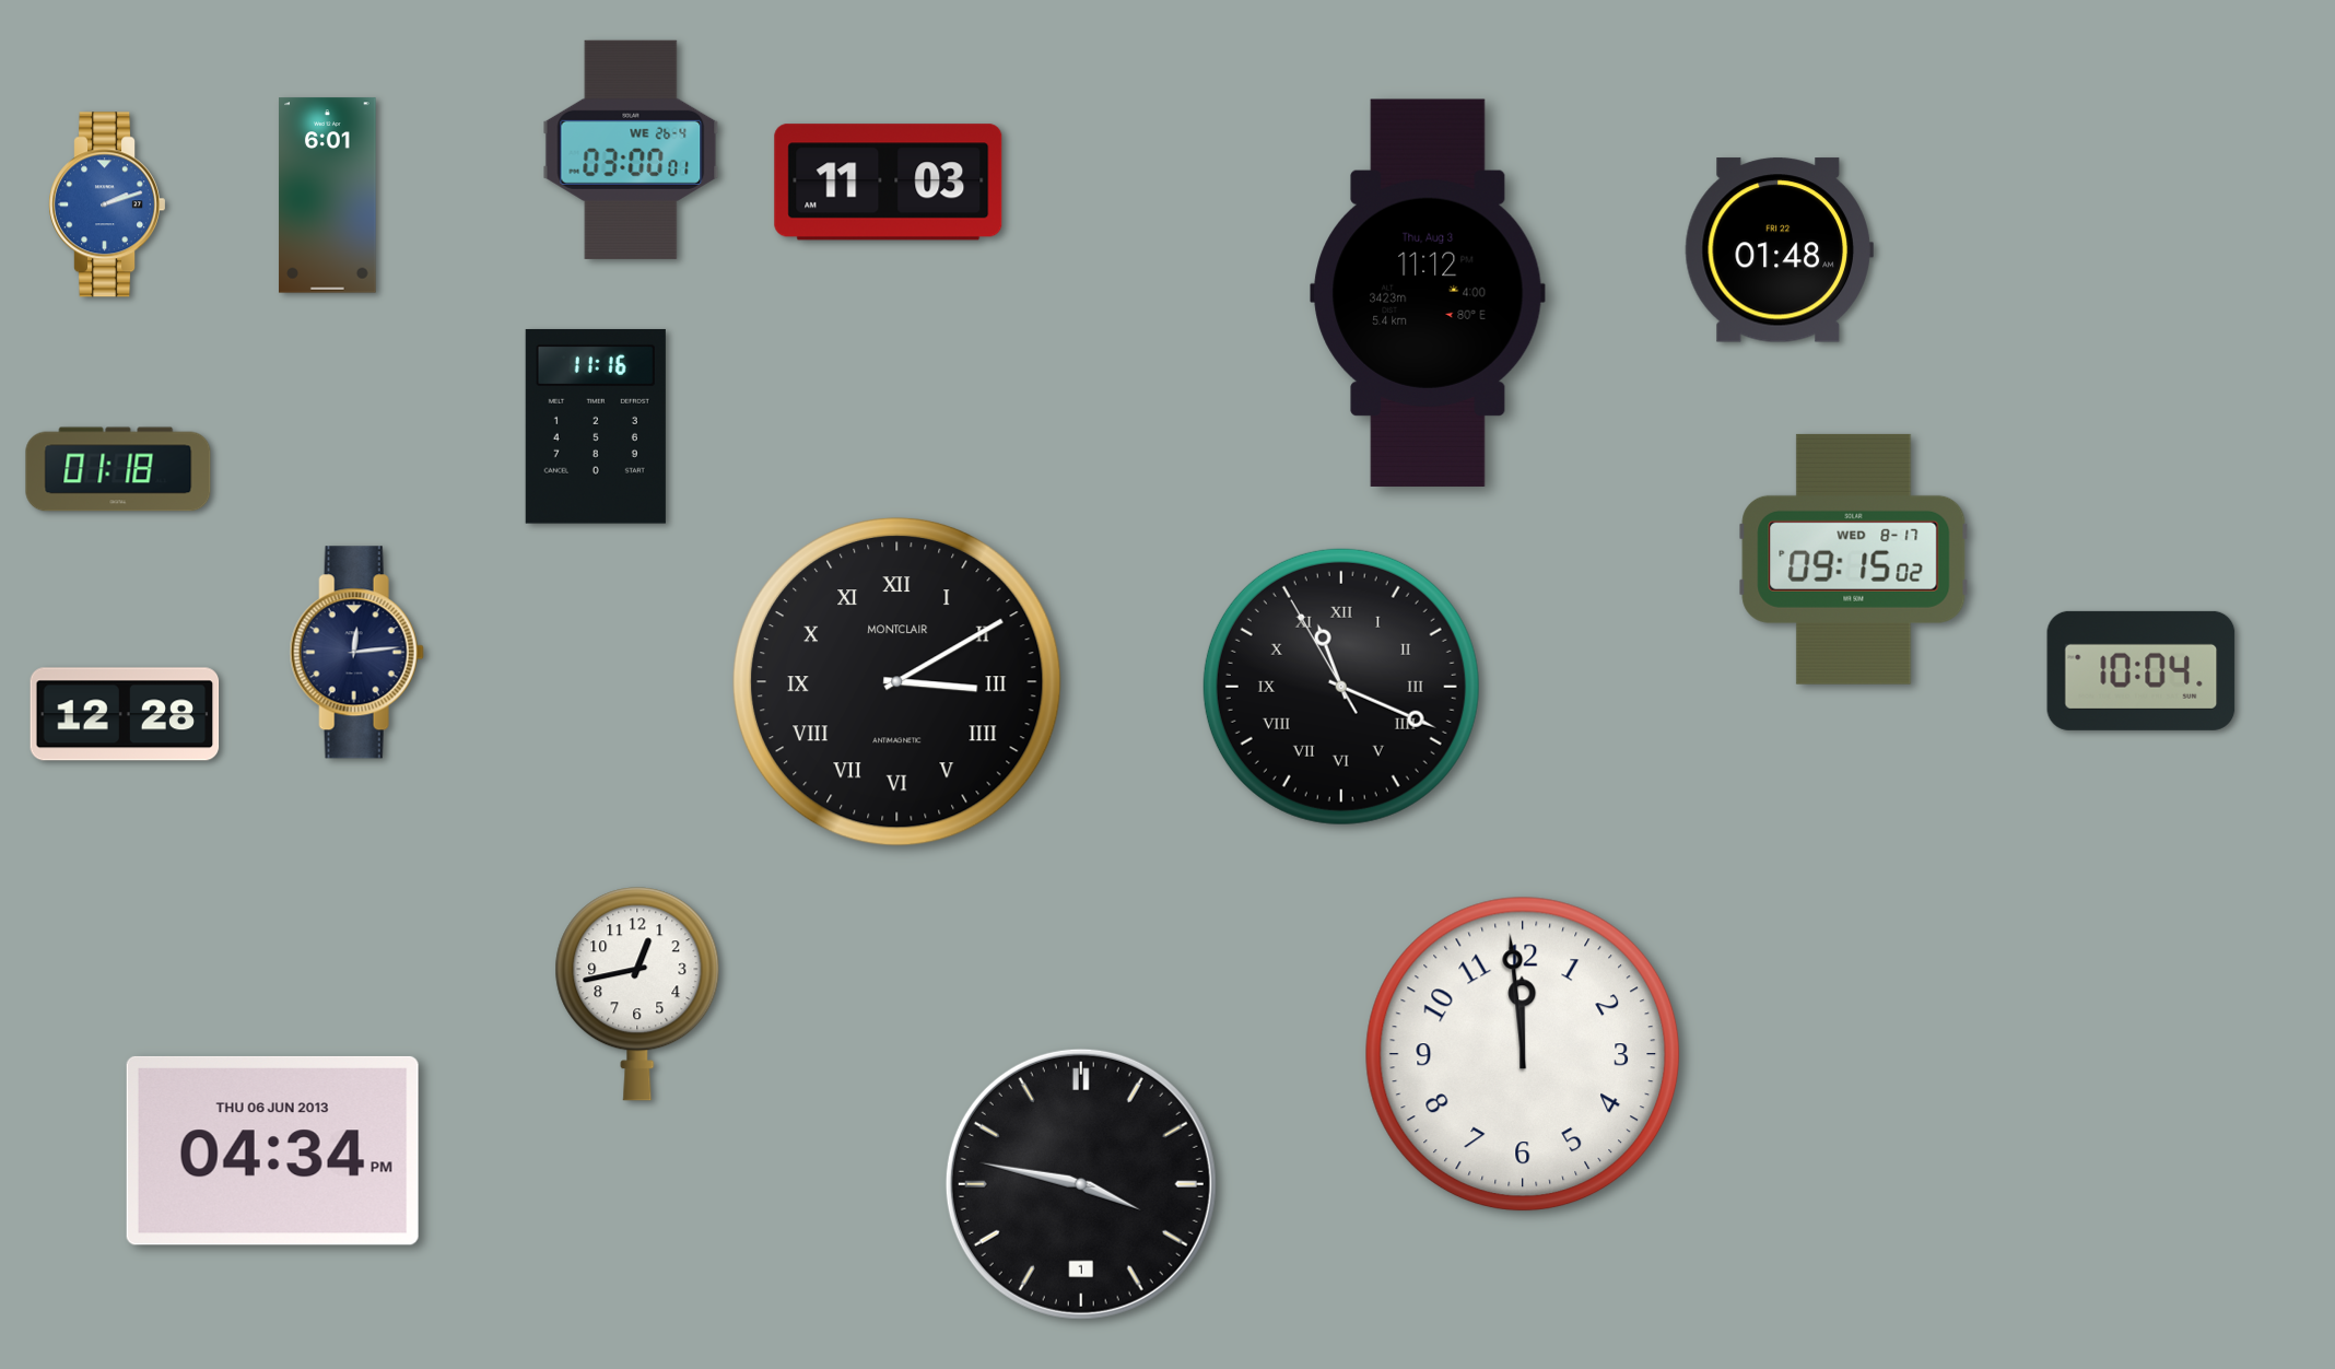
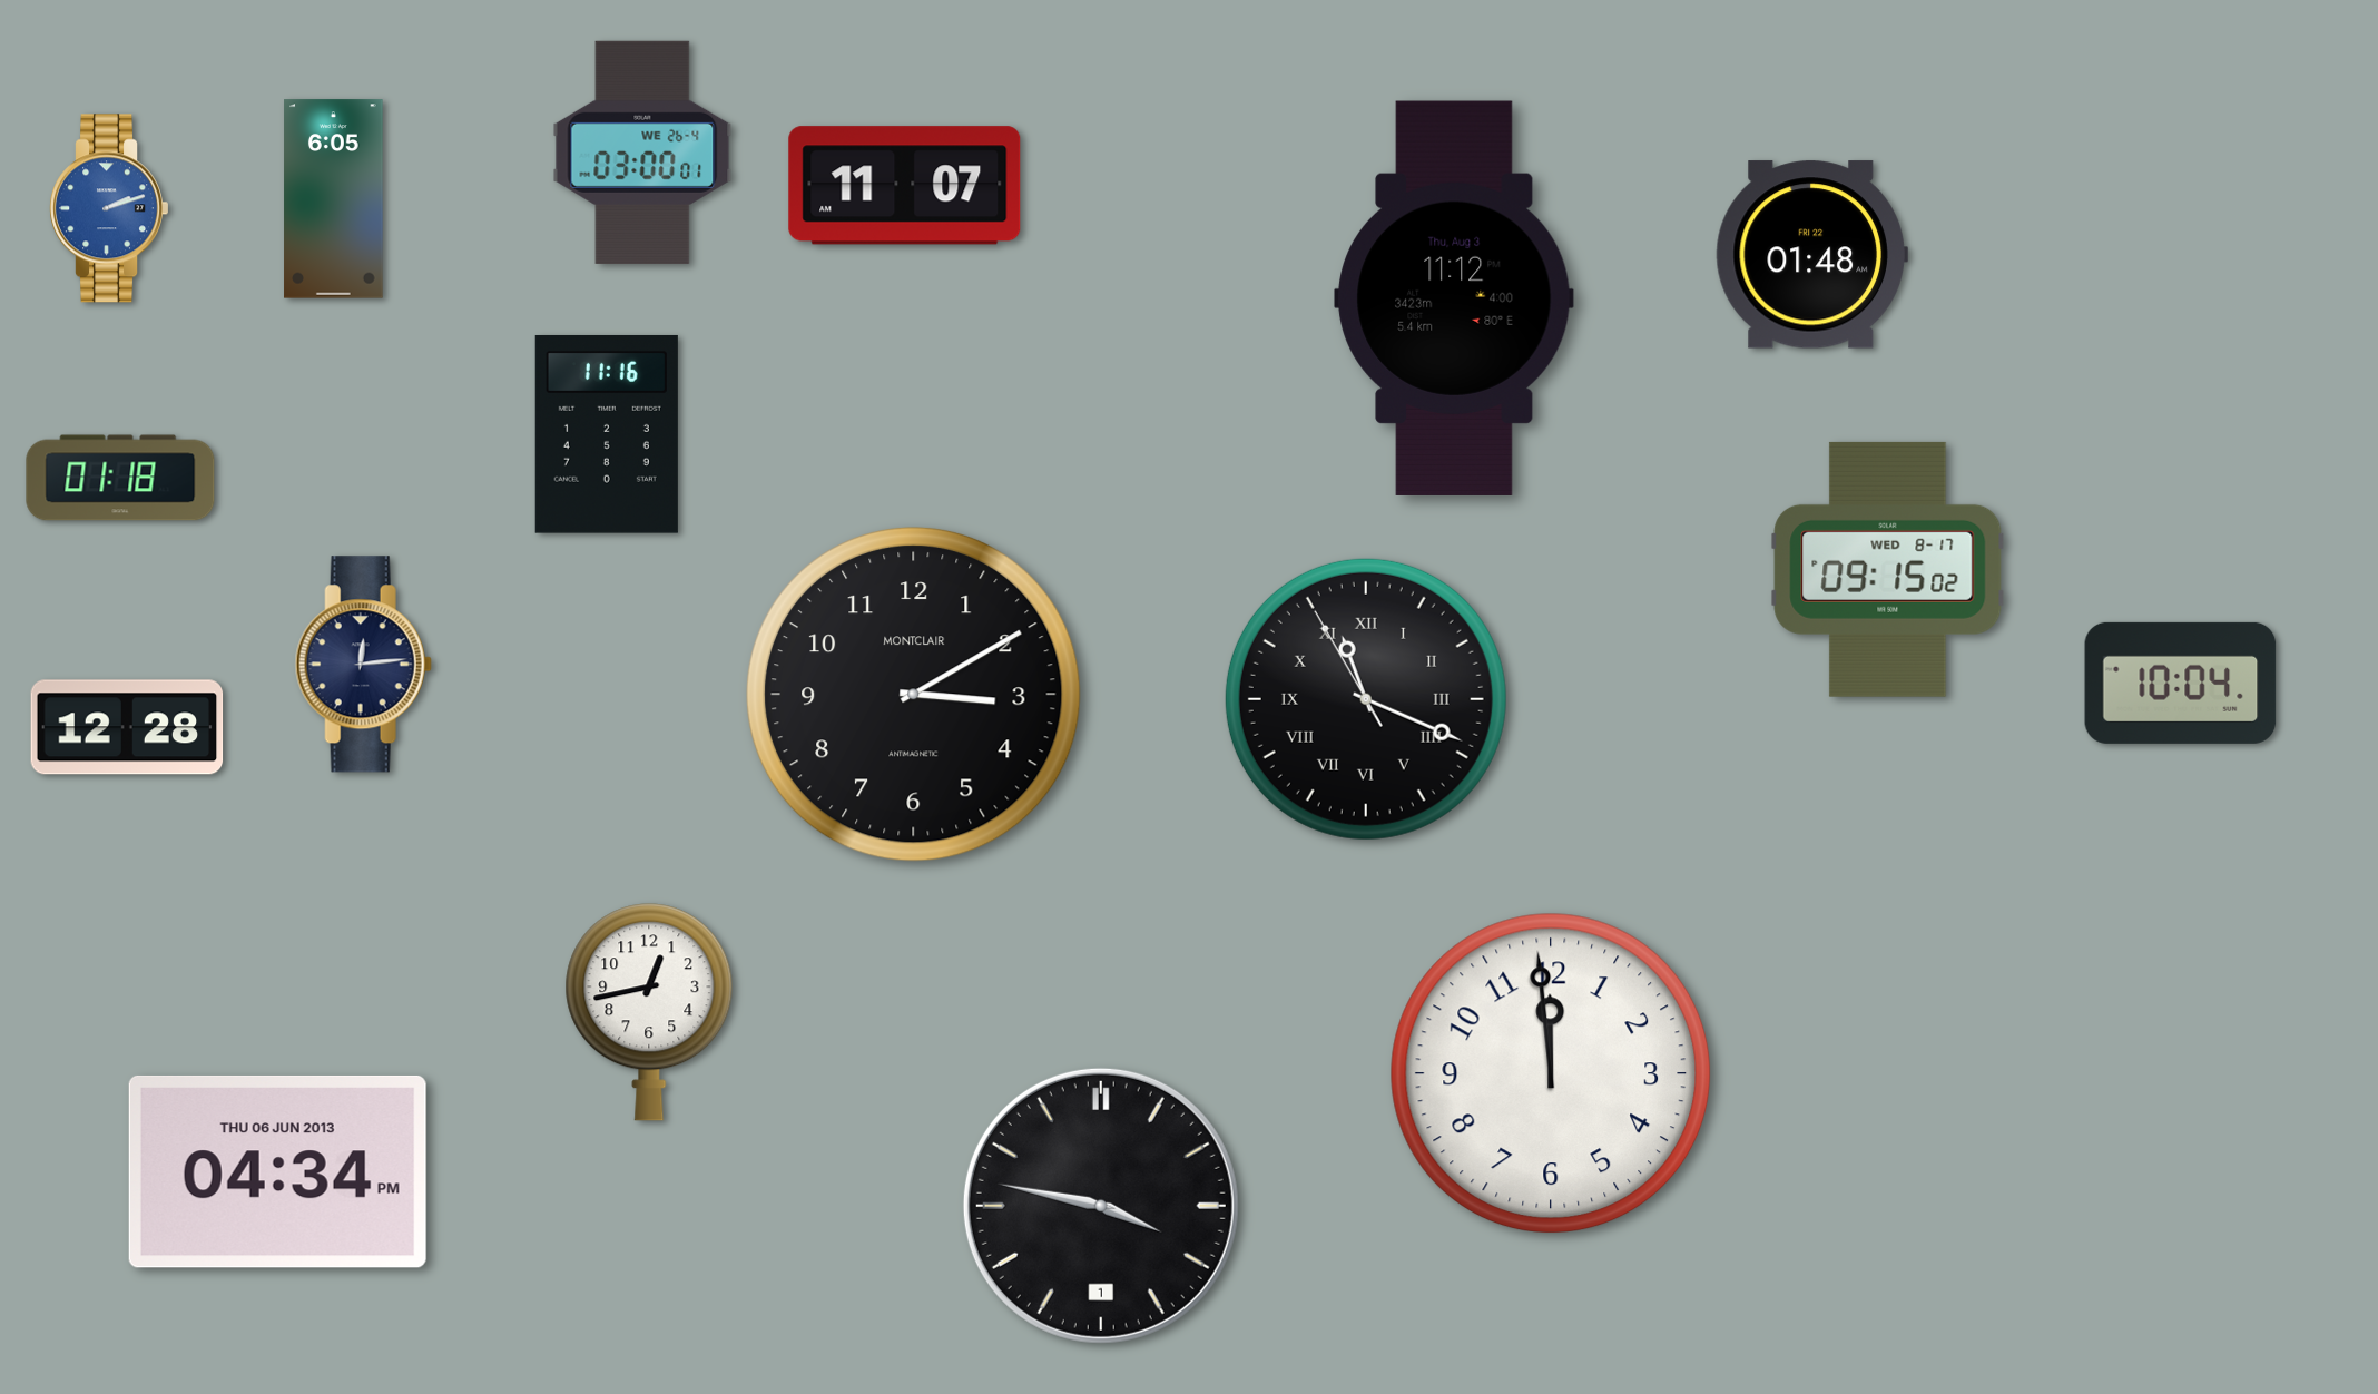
clock at (889, 183): 11:03 -> 11:07
clock at (328, 196): 6:01 -> 6:05
clock at (896, 681) numerals: Roman -> Arabic
